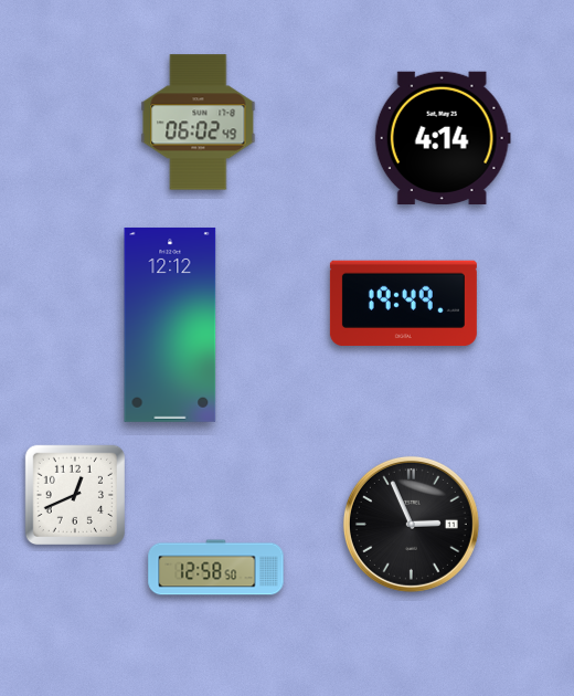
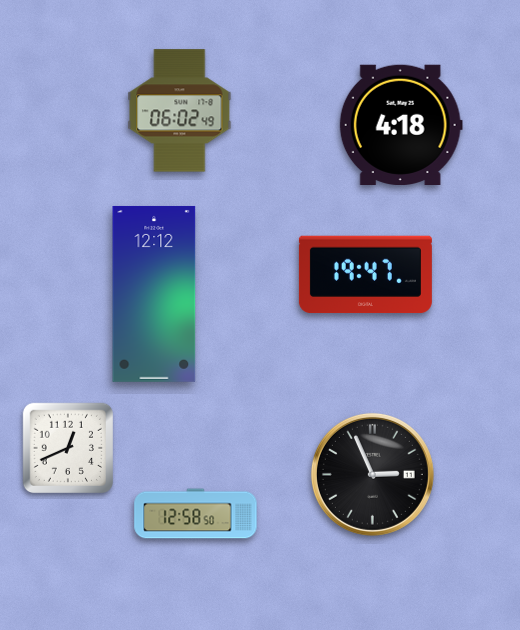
clock at (443, 137): 4:14 -> 4:18
clock at (403, 304): 19:49 -> 19:47
